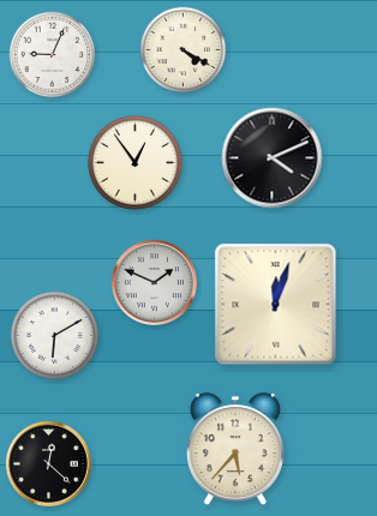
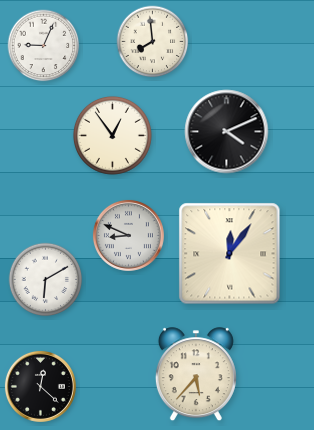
clock at (184, 50): 4:20 -> 7:59
clock at (154, 282): 1:49 -> 8:49
clock at (276, 305): 12:03 -> 12:06
